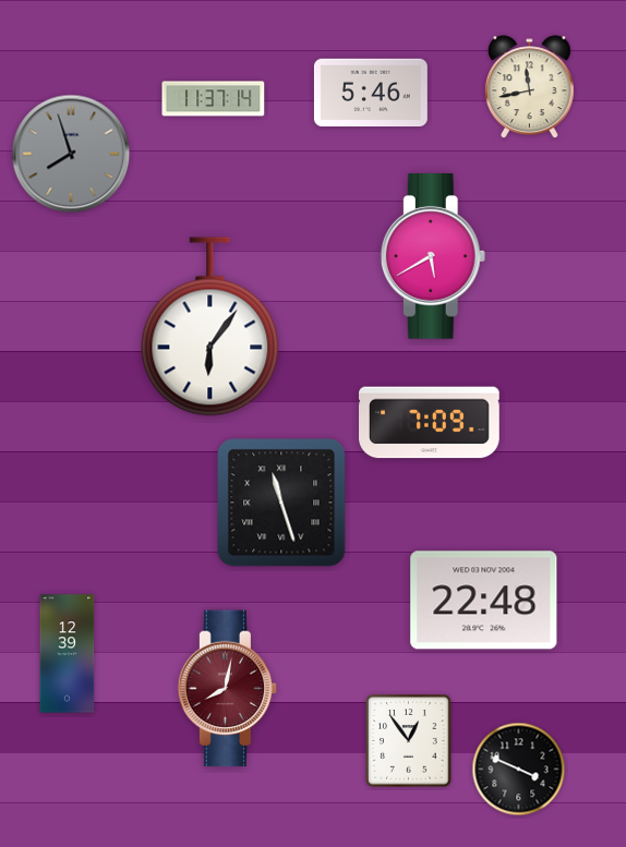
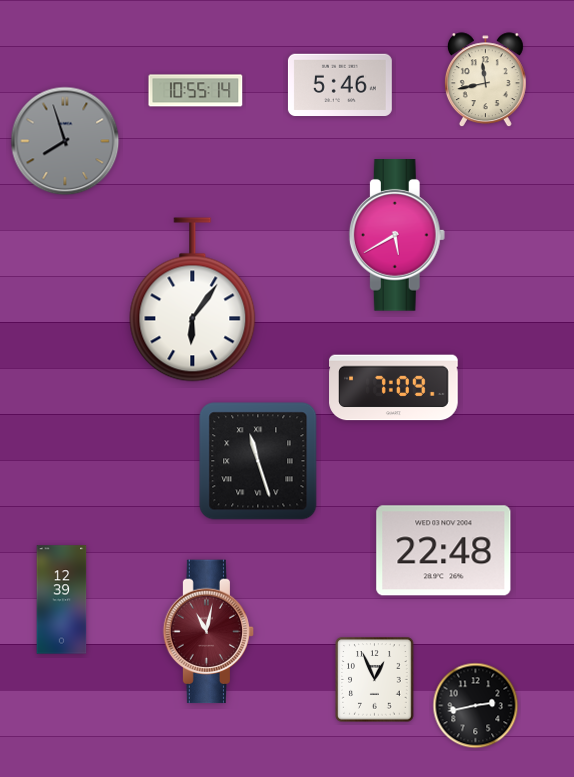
clock at (214, 99): 11:37 -> 10:55
clock at (228, 689): 8:02 -> 11:02
clock at (409, 741): 12:54 -> 12:56
clock at (519, 770): 3:49 -> 2:43
